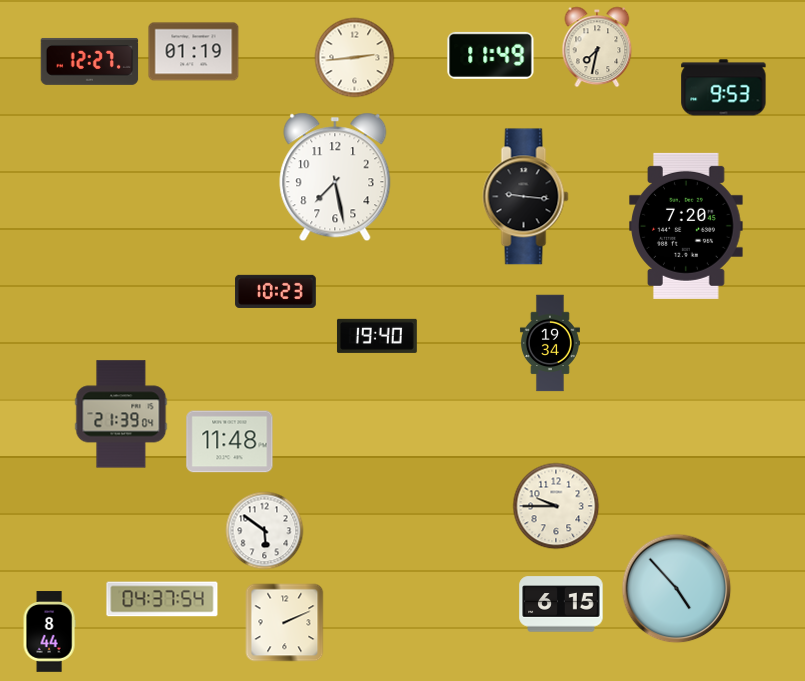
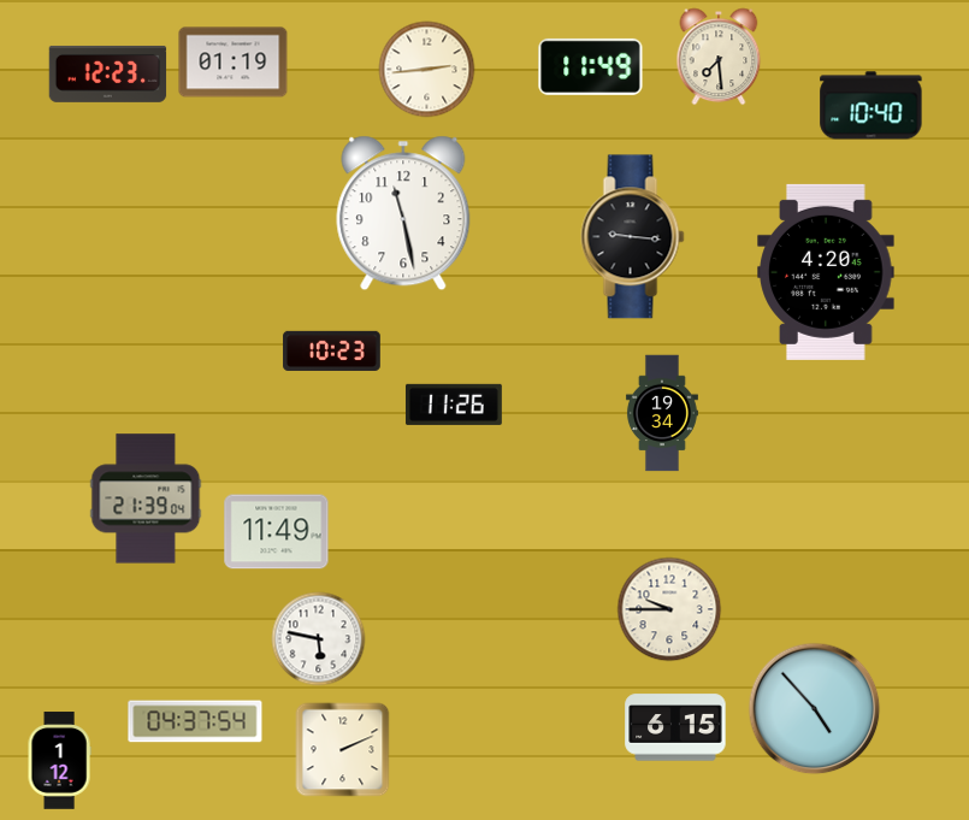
clock at (597, 47): 7:32 -> 7:29
clock at (90, 61): 12:27 -> 12:23
clock at (724, 88): 9:53 -> 10:40
clock at (335, 177): 7:28 -> 11:28
clock at (686, 226): 7:20 -> 4:20
clock at (377, 336): 19:40 -> 11:26
clock at (230, 442): 11:48 -> 11:49
clock at (265, 531): 5:51 -> 5:47
clock at (49, 632): 8:44 -> 1:12
